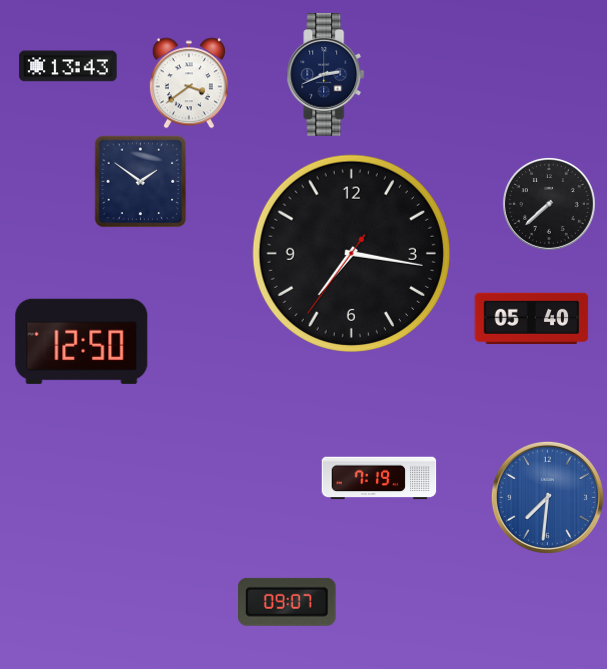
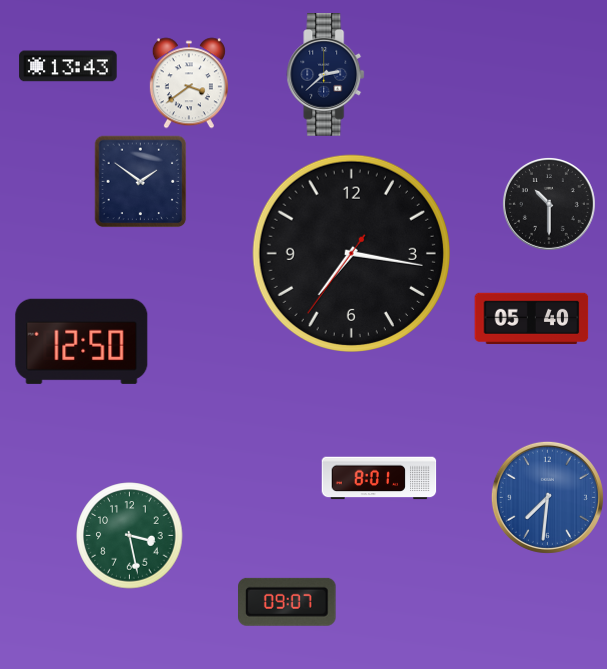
clock at (326, 75): 2:41 -> 2:38
clock at (549, 204): 7:38 -> 10:30
clock at (379, 478): 7:19 -> 8:01
clock at (130, 536): none -> 3:28
